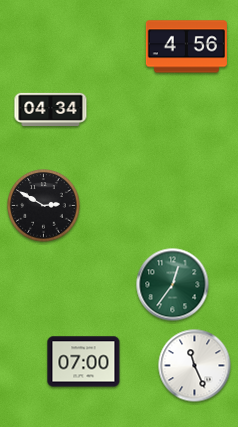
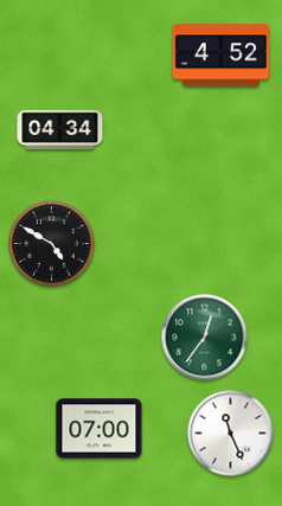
clock at (186, 47): 4:56 -> 4:52
clock at (44, 206): 2:50 -> 4:50
